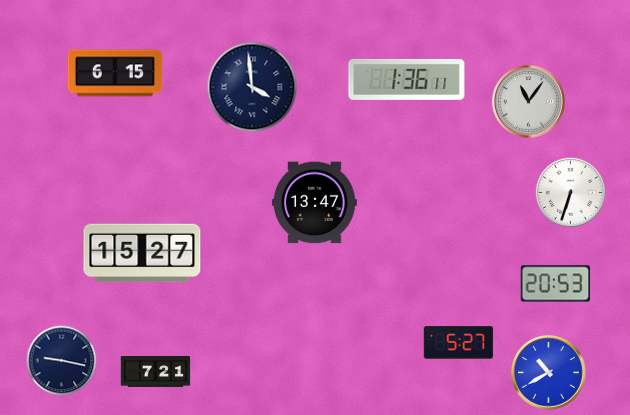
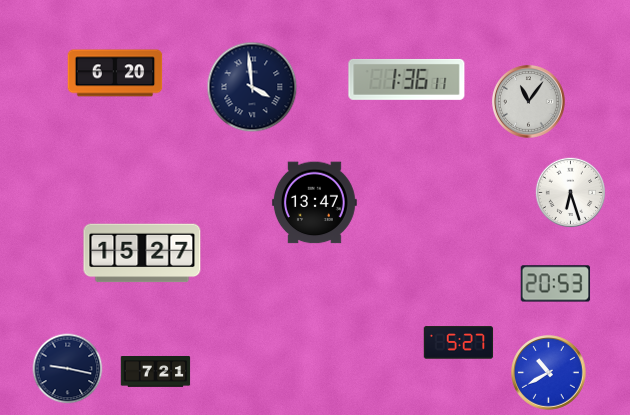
clock at (115, 73): 6:15 -> 6:20
clock at (570, 192): 6:33 -> 6:27
clock at (62, 361) position: (62, 361) -> (68, 369)
